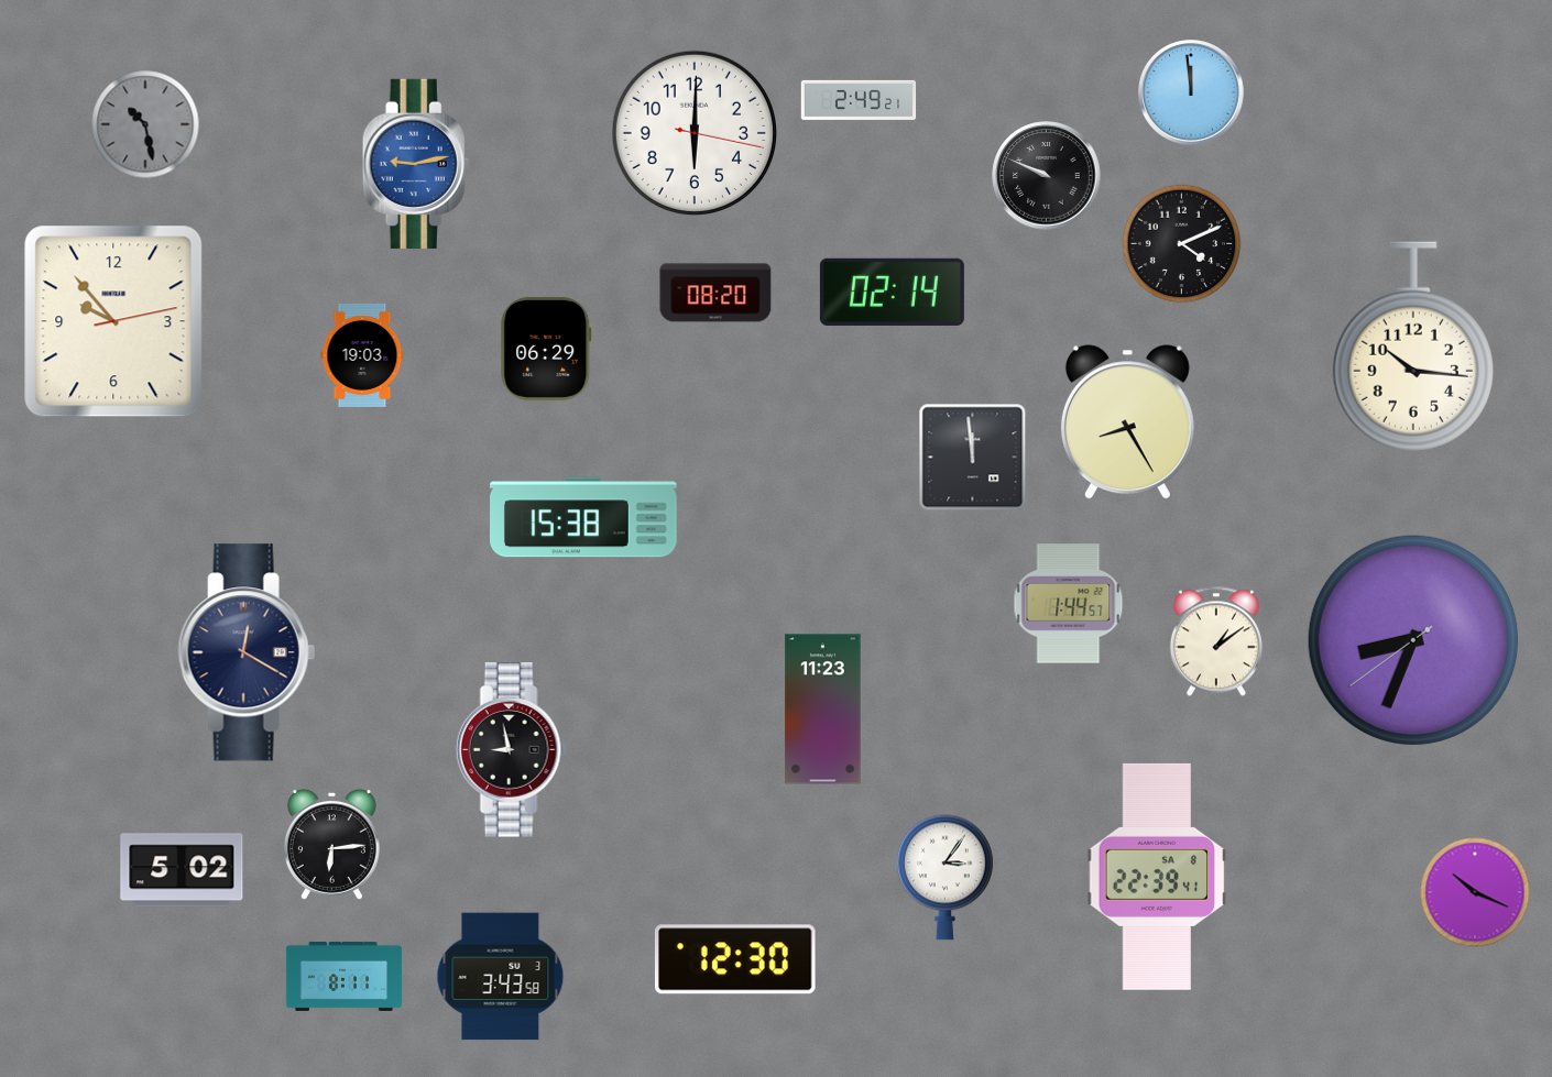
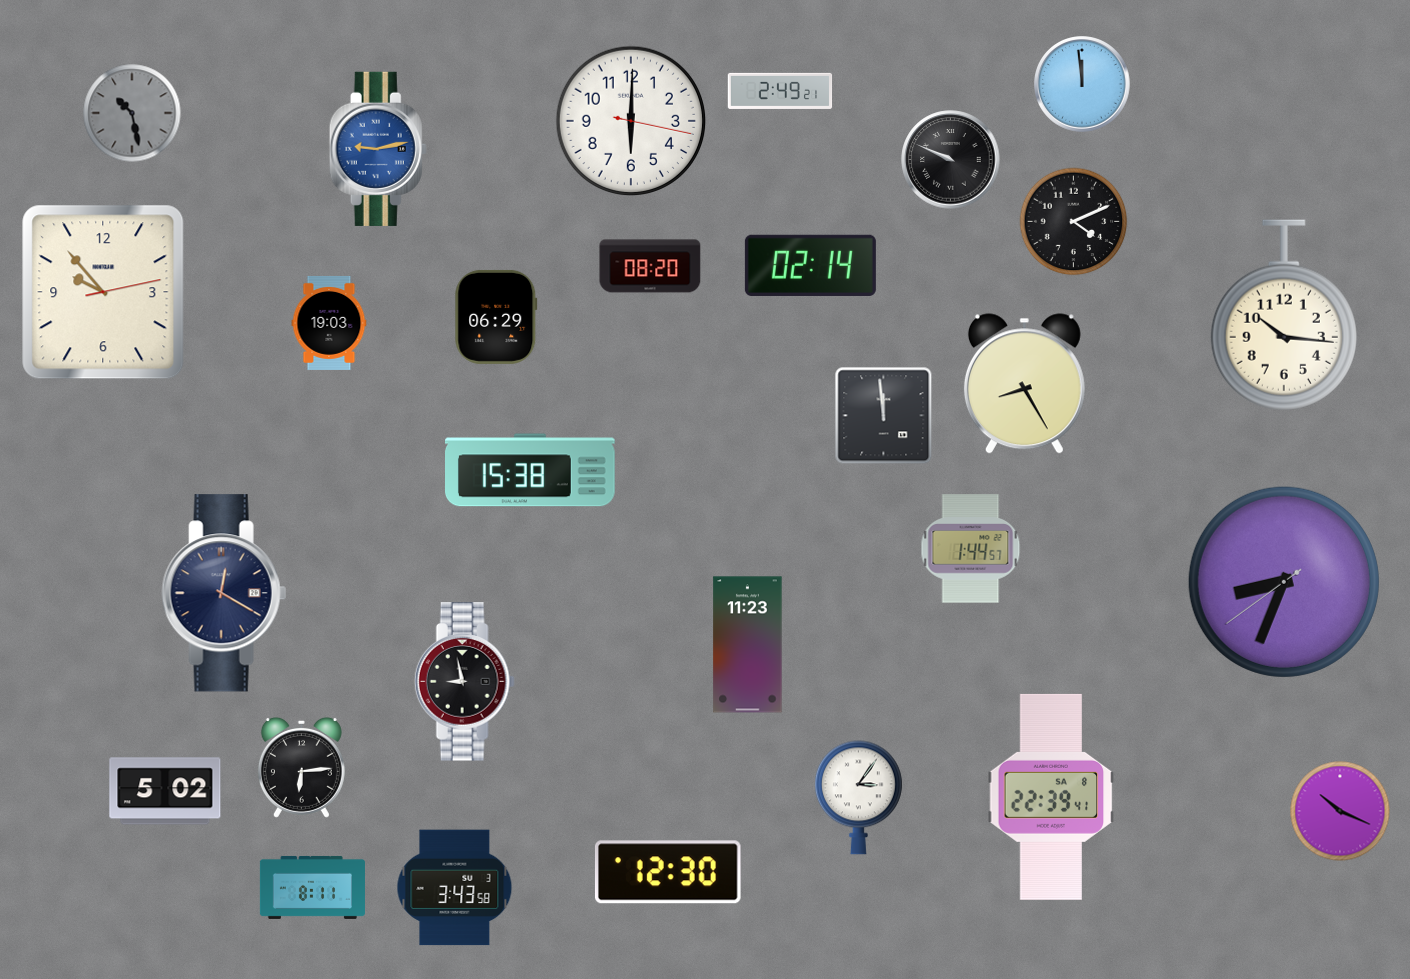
clock at (1216, 641): 1:09 -> none
